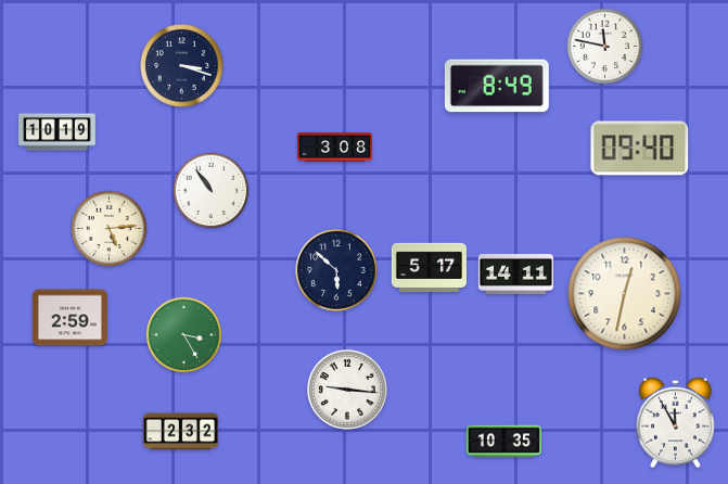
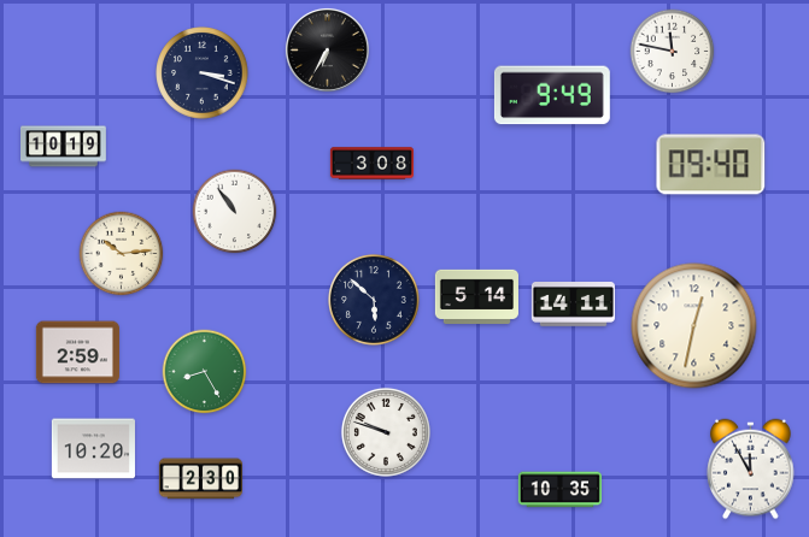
clock at (327, 49): none -> 6:35
clock at (497, 86): 8:49 -> 9:49
clock at (110, 229): 5:14 -> 10:14
clock at (429, 267): 5:17 -> 5:14
clock at (184, 335): 3:25 -> 8:25
clock at (347, 390): 9:16 -> 9:48
clock at (93, 449): none -> 10:20
clock at (180, 432): 2:32 -> 2:30
